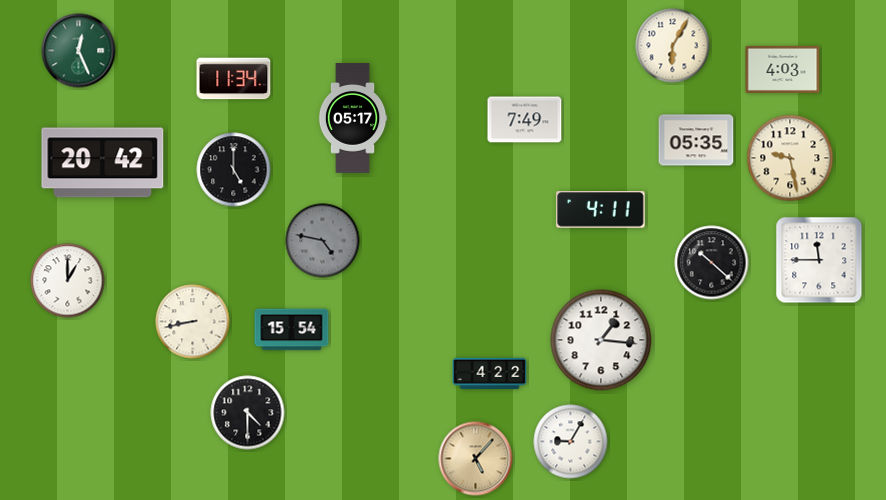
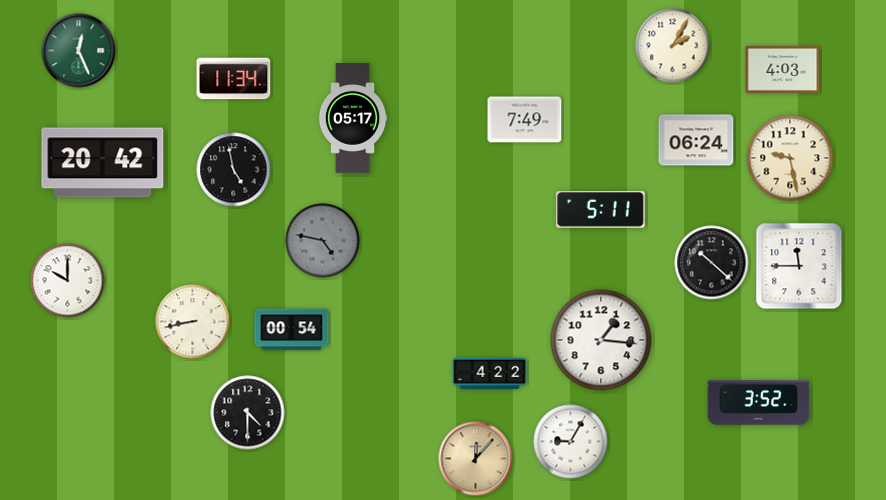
clock at (673, 46): 6:05 -> 2:05
clock at (696, 140): 05:35 -> 06:24
clock at (234, 170): 5:00 -> 4:58
clock at (601, 210): 4:11 -> 5:11
clock at (819, 260) position: (819, 260) -> (799, 266)
clock at (68, 281): 1:00 -> 10:00
clock at (292, 330): 15:54 -> 00:54
clock at (759, 403): none -> 3:52
clock at (476, 459): 5:07 -> 12:07
